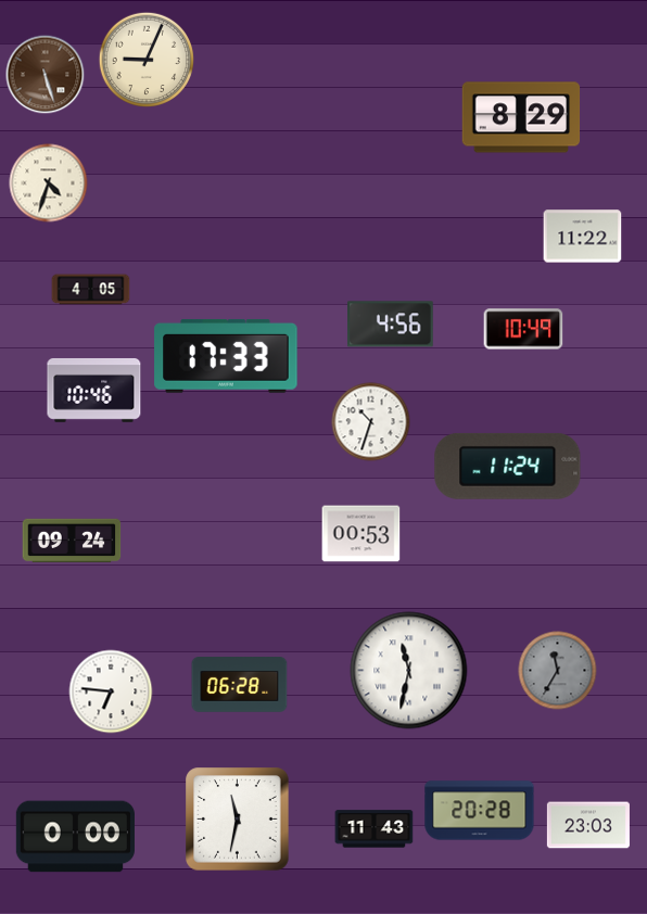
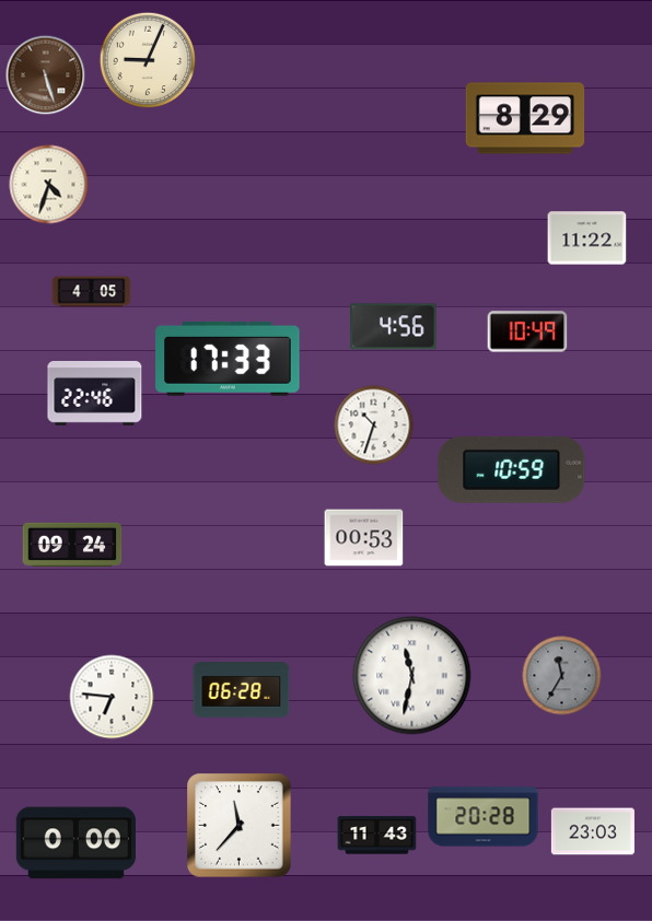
clock at (94, 391): 10:46 -> 22:46
clock at (508, 466): 11:24 -> 10:59
clock at (238, 820): 11:32 -> 11:37
